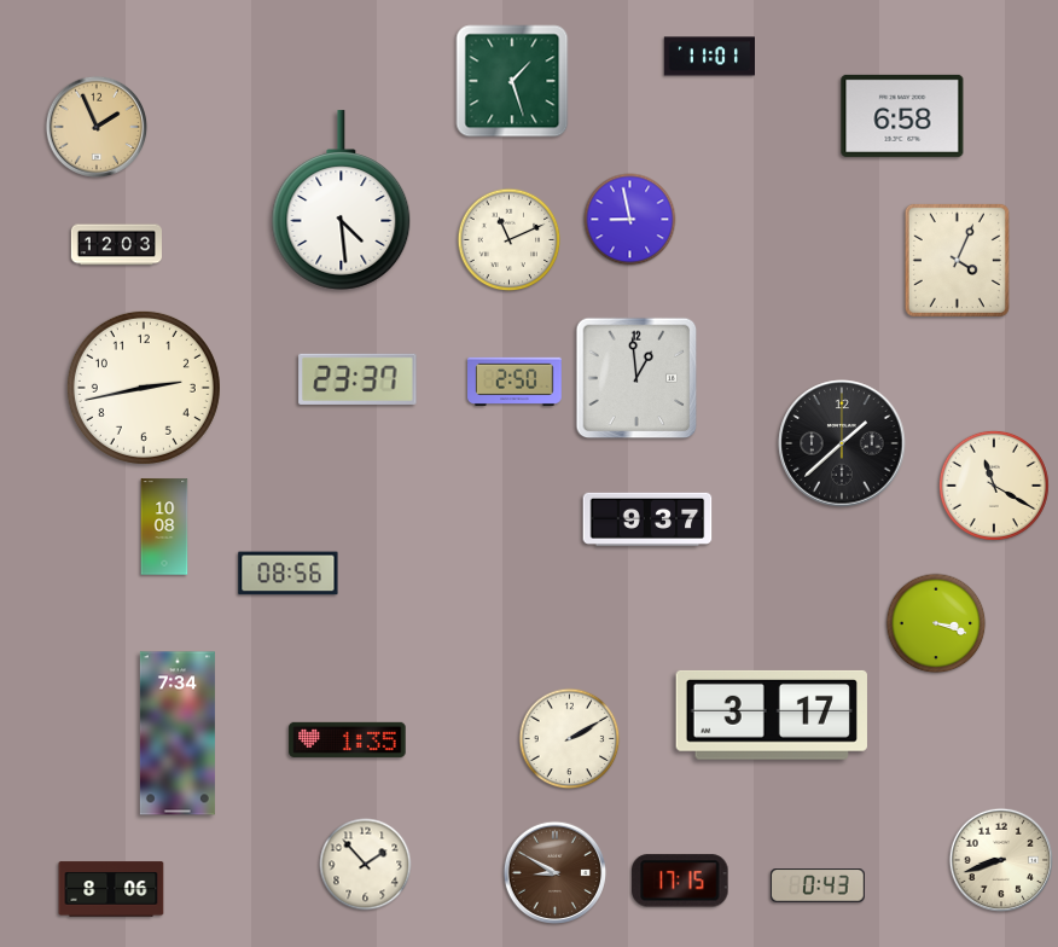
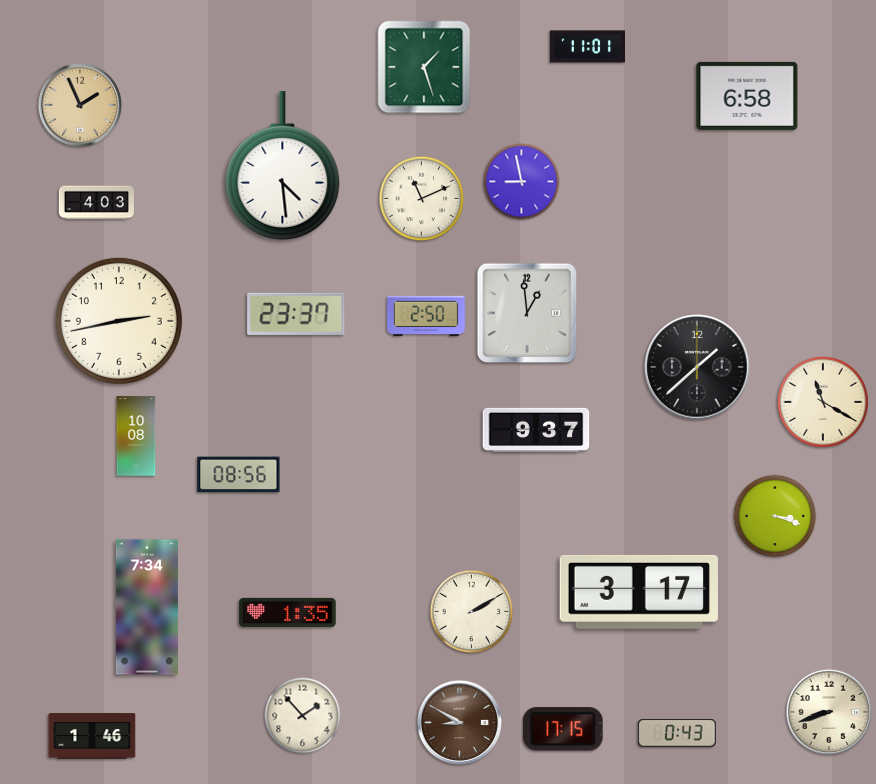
clock at (116, 245): 12:03 -> 4:03
clock at (957, 260): 4:04 -> none
clock at (111, 889): 8:06 -> 1:46
